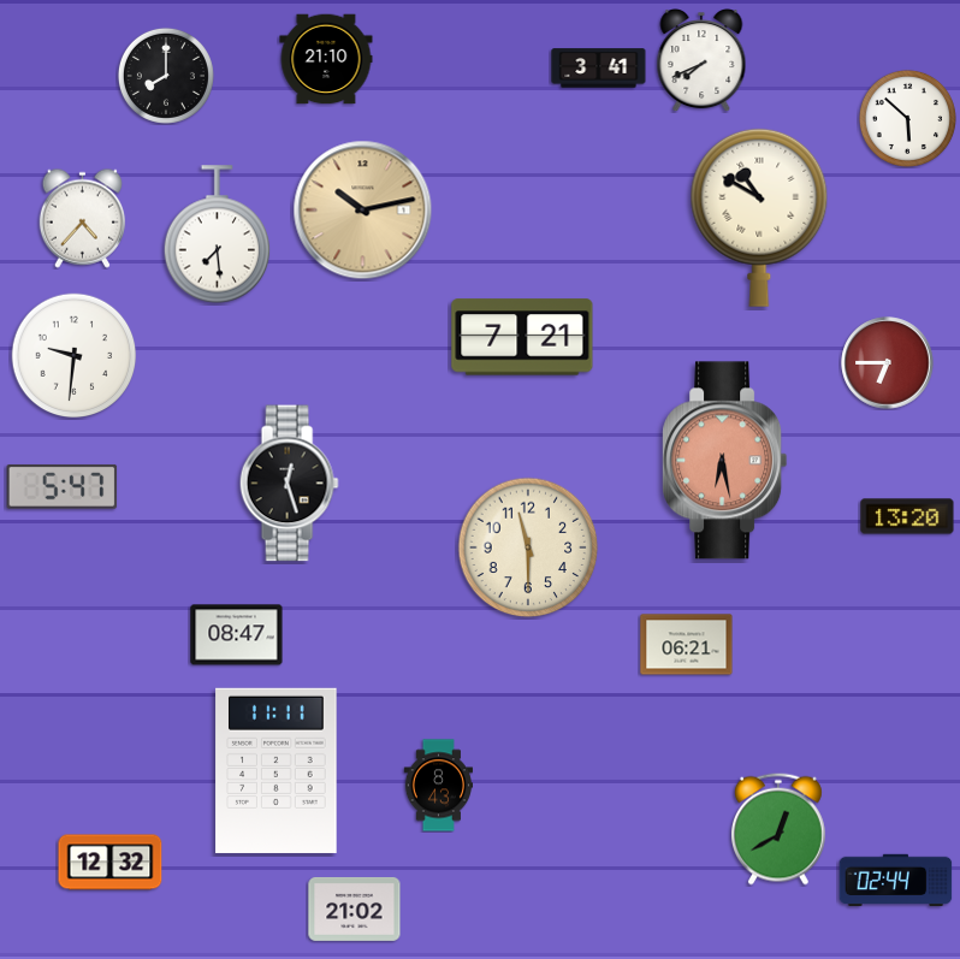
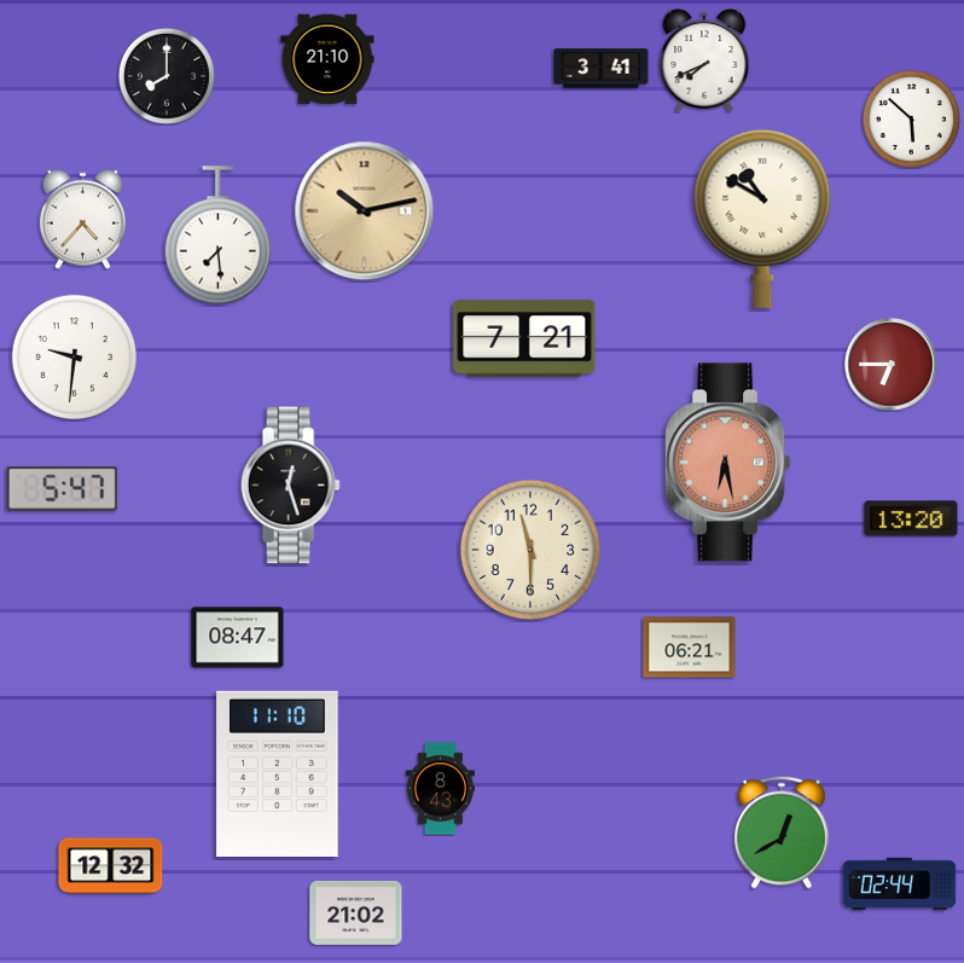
clock at (277, 770): 11:11 -> 11:10
